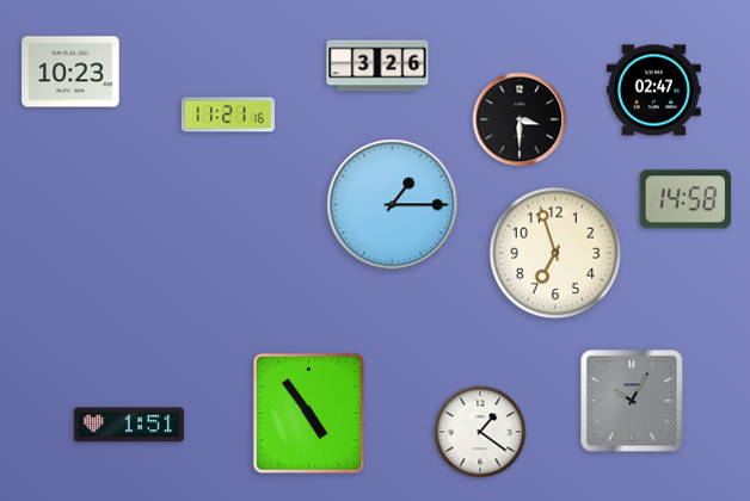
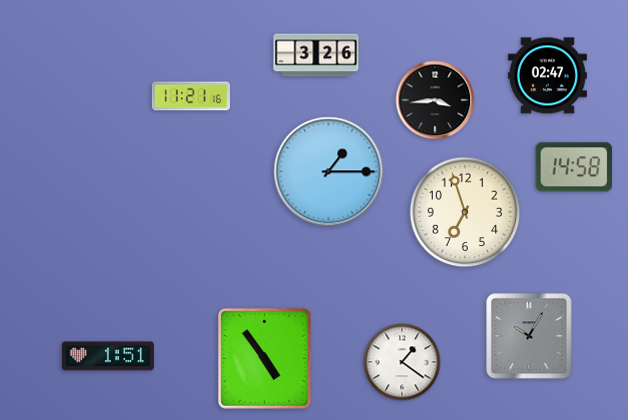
clock at (70, 72): 10:23 -> none
clock at (520, 119): 3:30 -> 3:44
clock at (308, 413) position: (308, 413) -> (264, 358)
